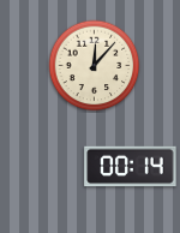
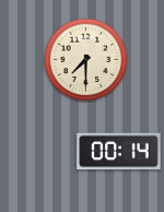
clock at (95, 66): 12:07 -> 7:30
